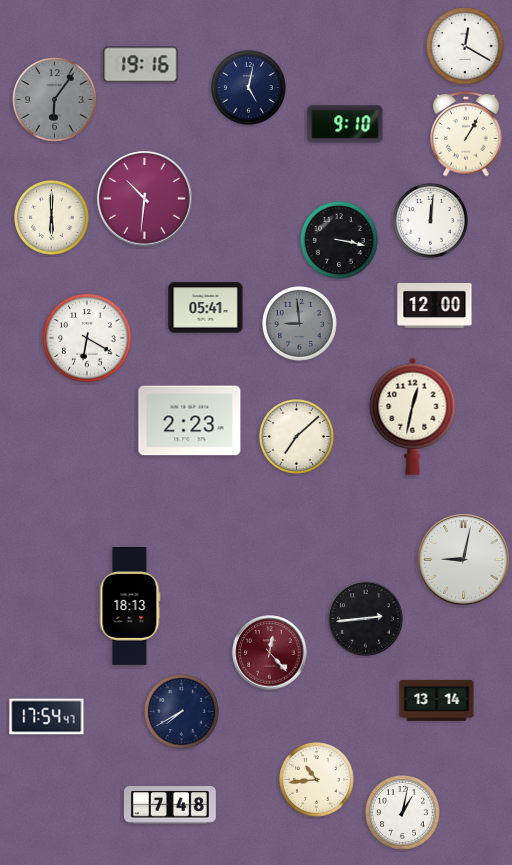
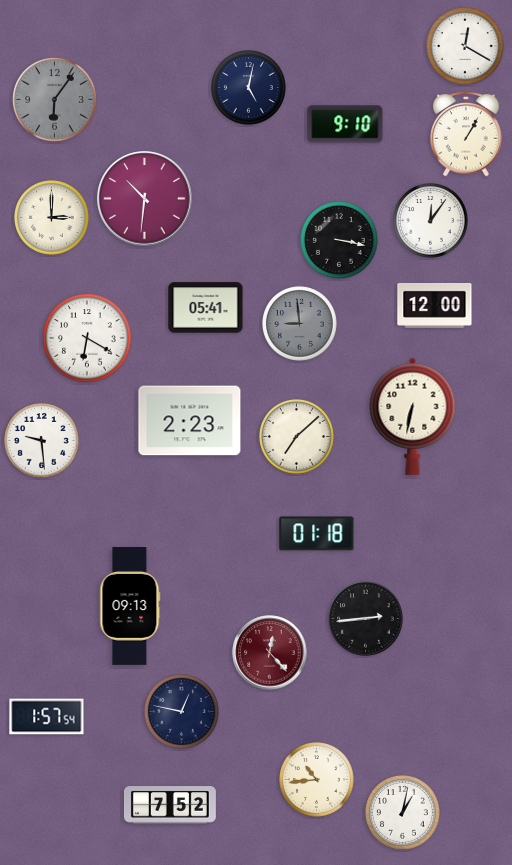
clock at (141, 65): 19:16 -> none
clock at (52, 218): 6:00 -> 3:00
clock at (431, 221): 12:01 -> 12:06
clock at (413, 416): 12:32 -> 6:32
clock at (42, 441): none -> 9:29
clock at (317, 534): none -> 01:18
clock at (464, 560): 9:02 -> none
clock at (130, 607): 18:13 -> 09:13
clock at (437, 700): 13:14 -> none
clock at (182, 712): 7:40 -> 12:47
clock at (47, 717): 17:54 -> 1:57
clock at (170, 805): 7:48 -> 7:52
